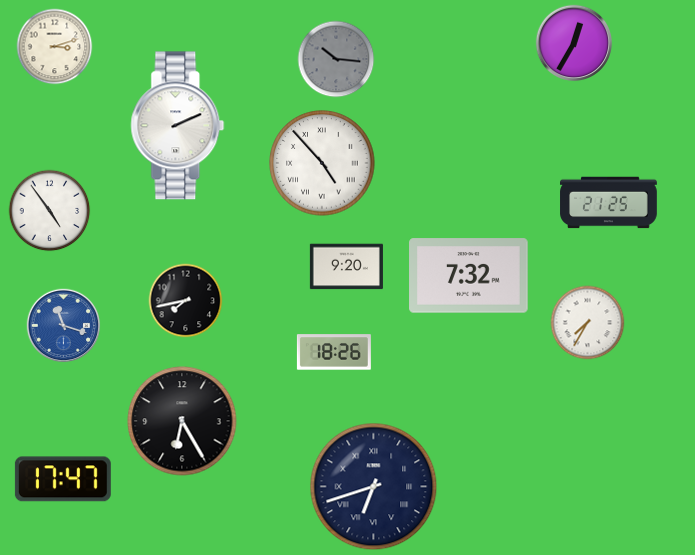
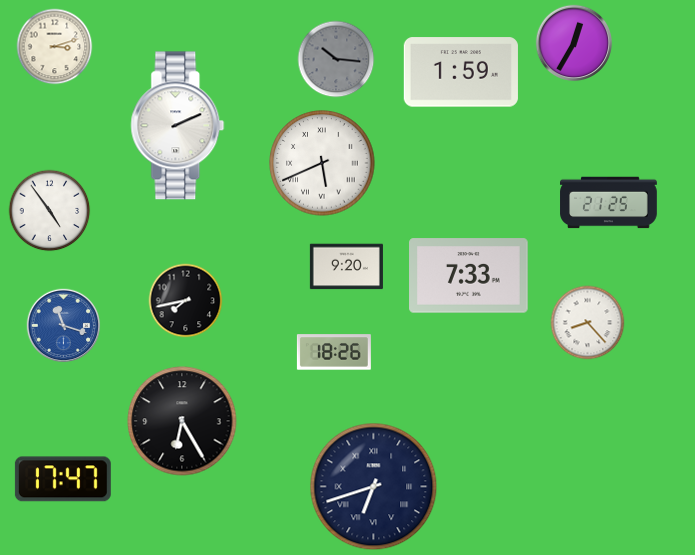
clock at (461, 72): none -> 1:59
clock at (322, 163): 4:53 -> 5:41
clock at (469, 276): 7:32 -> 7:33
clock at (588, 323): 7:35 -> 8:23
